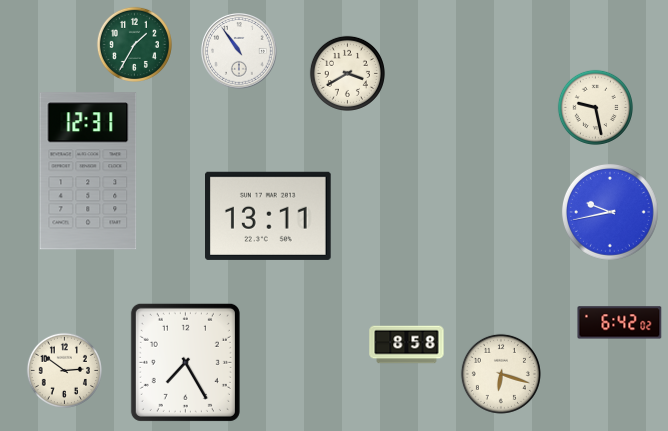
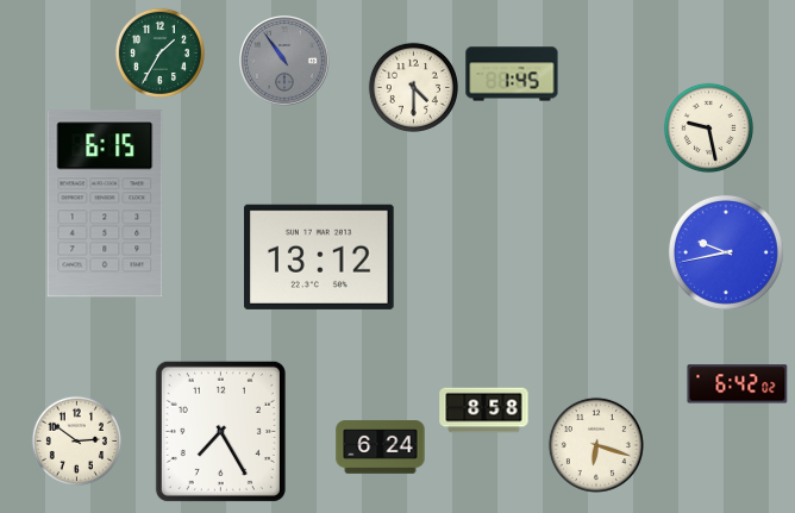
clock at (240, 52) dial: white -> grey
clock at (512, 74): none -> 1:45
clock at (347, 73): 3:40 -> 4:30
clock at (88, 171): 12:31 -> 6:15
clock at (269, 216): 13:11 -> 13:12
clock at (381, 448): none -> 6:24
